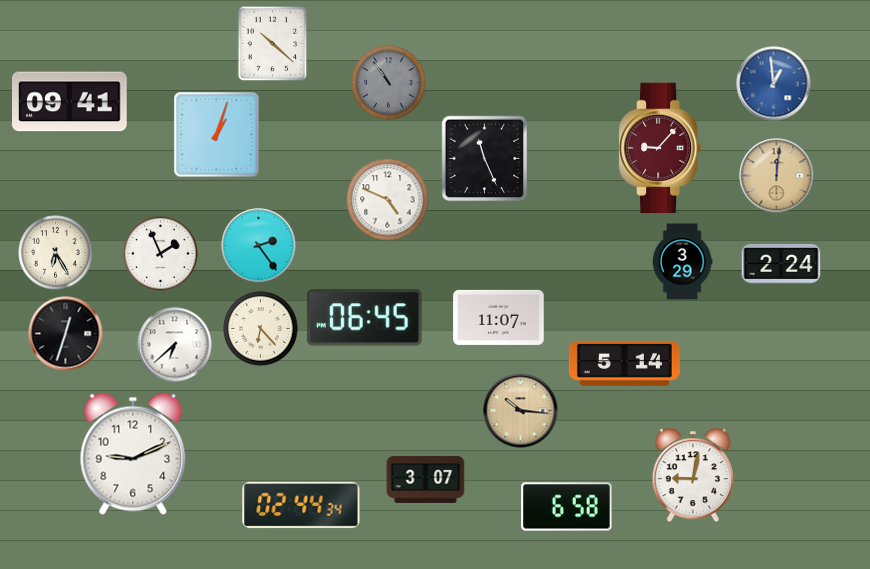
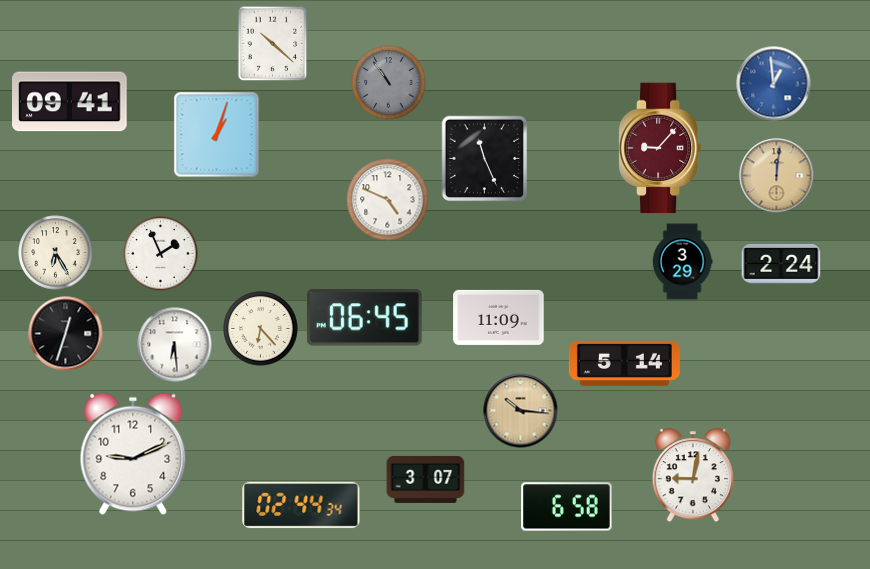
clock at (259, 246): 2:24 -> none
clock at (499, 317): 11:07 -> 11:09
clock at (175, 345): 6:38 -> 6:29
